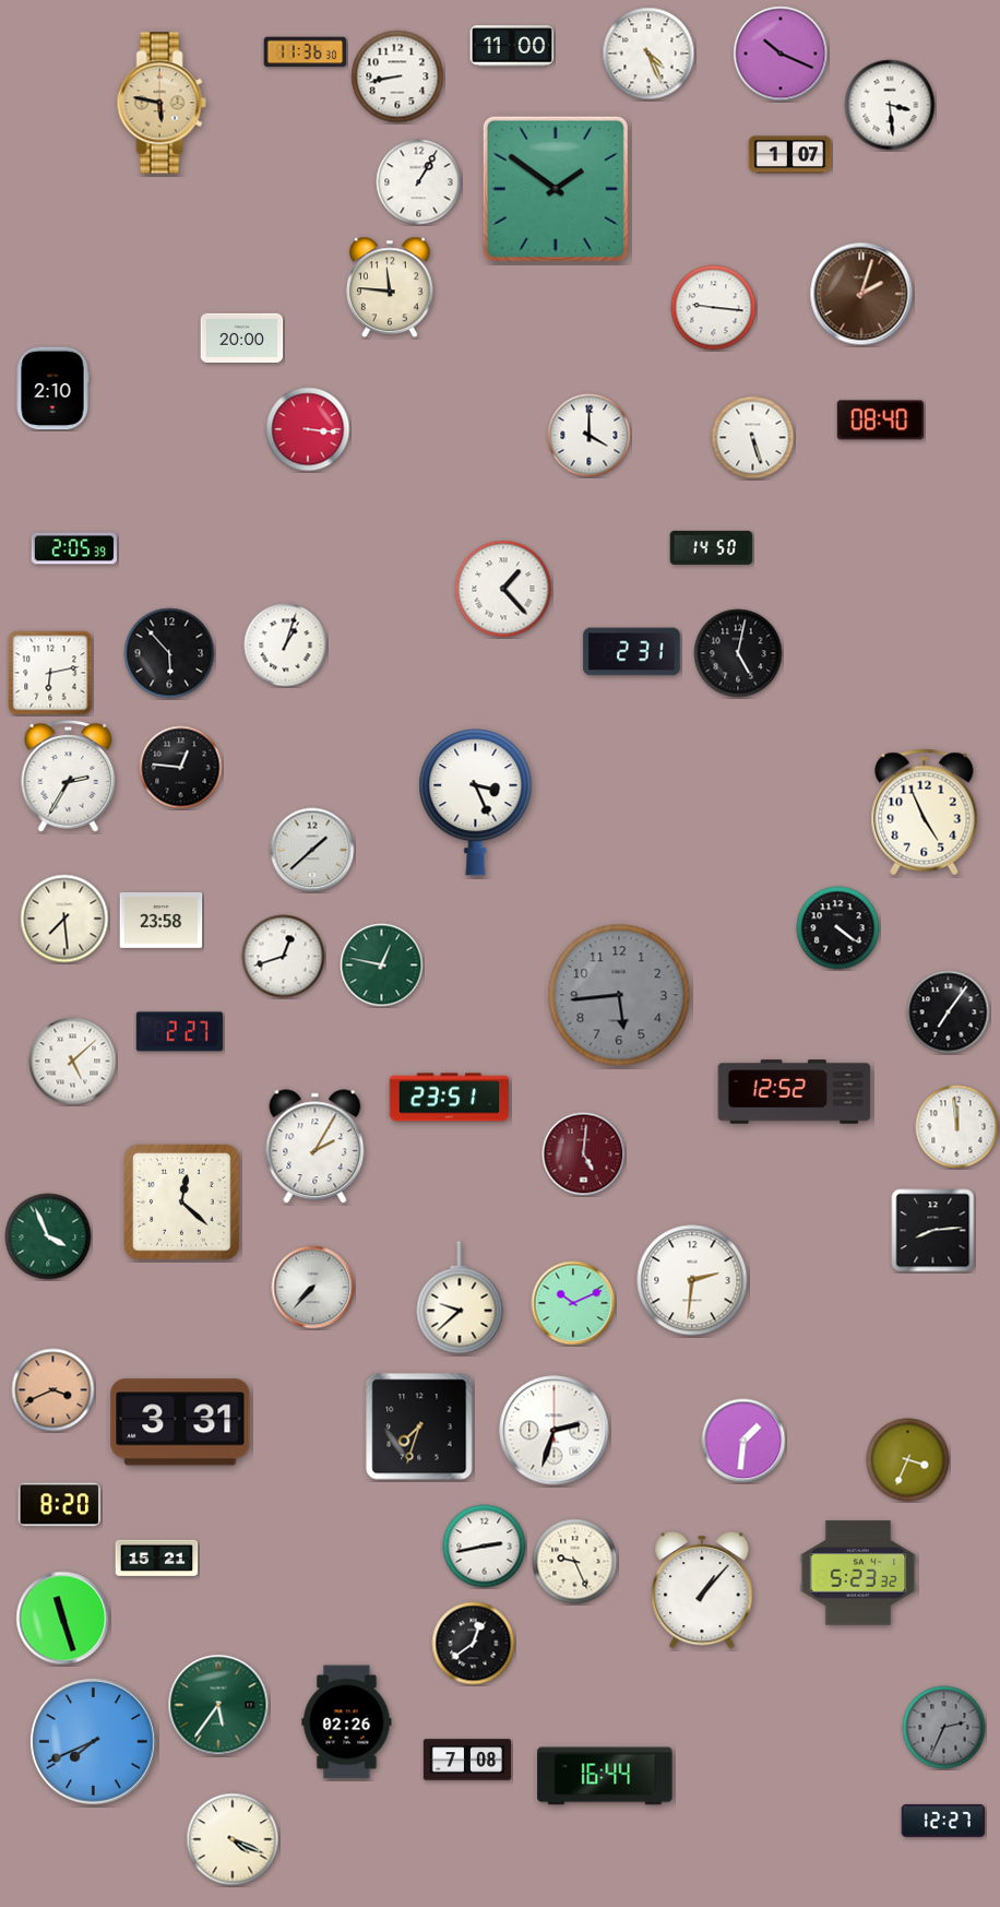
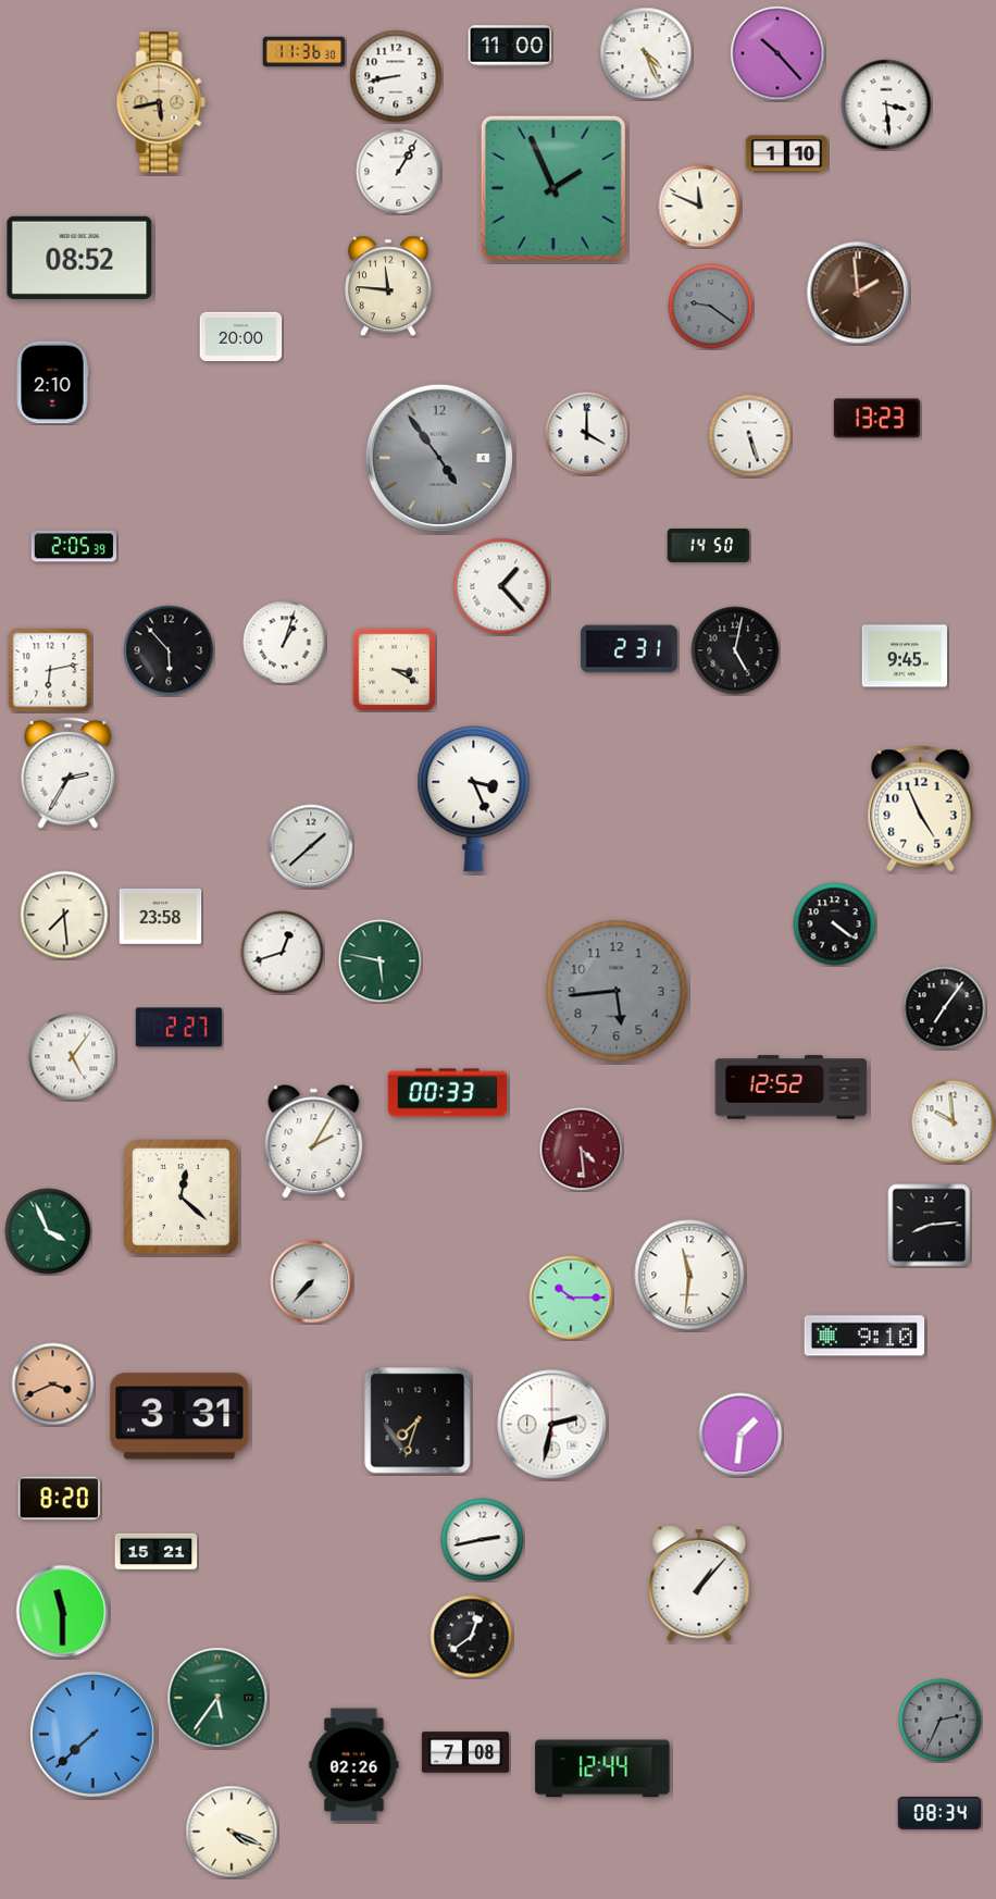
clock at (781, 54): 10:19 -> 10:23
clock at (162, 103): 5:47 -> 5:43
clock at (790, 155): 1:07 -> 1:10
clock at (419, 182) position: (419, 182) -> (399, 172)
clock at (556, 189): 1:51 -> 1:56
clock at (700, 207): none -> 11:49
clock at (79, 258): none -> 08:52
clock at (861, 294): 2:03 -> 1:59
clock at (714, 308): 9:16 -> 9:21
clock at (714, 308) dial: white -> grey
clock at (52, 389) position: (52, 389) -> (52, 383)
clock at (880, 421): 08:40 -> 13:23
clock at (308, 429): 3:16 -> none
clock at (439, 458): none -> 4:54
clock at (905, 656): none -> 9:45
clock at (394, 669): none -> 3:20
clock at (181, 768): 12:46 -> none
clock at (382, 966): 12:47 -> 5:47
clock at (73, 1062): 5:08 -> 5:06
clock at (450, 1098): 23:51 -> 00:33
clock at (957, 1127): 11:59 -> 9:59
clock at (584, 1154): 5:01 -> 4:29
clock at (692, 1280): 2:31 -> 11:31
clock at (460, 1298): 9:38 -> none
clock at (573, 1303): 10:11 -> 10:15
clock at (864, 1336): none -> 9:10
clock at (555, 1431): 2:33 -> 2:32
clock at (908, 1460): 3:34 -> none
clock at (575, 1562): 9:26 -> none
clock at (858, 1573): 5:23 -> none
clock at (63, 1619): 11:27 -> 11:30
clock at (347, 1722) position: (347, 1722) -> (354, 1765)
clock at (94, 1742): 7:41 -> 7:38
clock at (605, 1776): 16:44 -> 12:44
clock at (943, 1821): 12:27 -> 08:34
